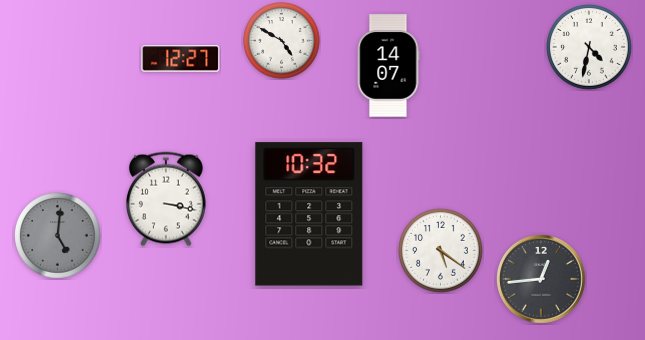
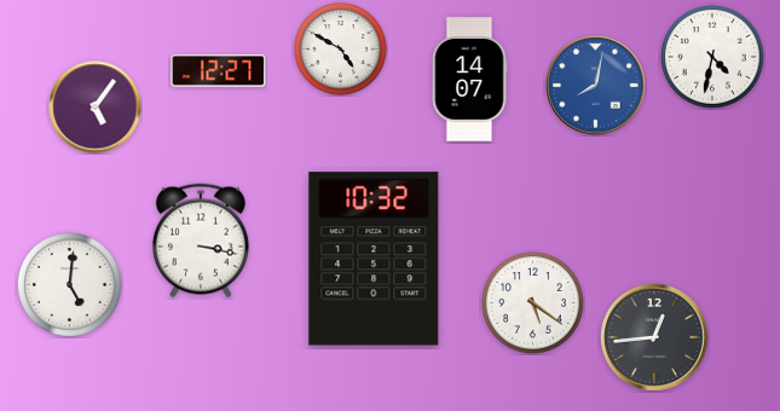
clock at (596, 86): none -> 8:02
clock at (96, 108): none -> 5:06
clock at (58, 236) dial: grey -> white
